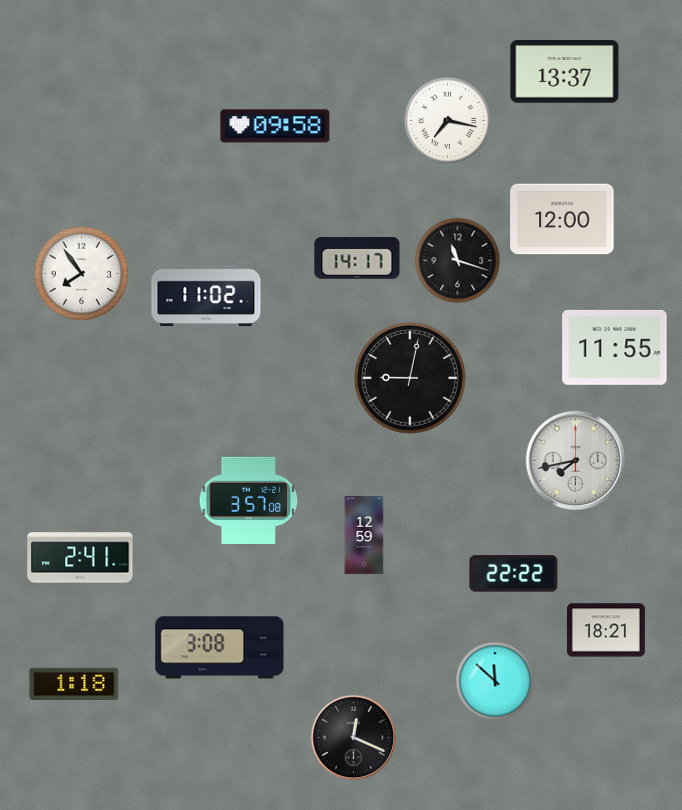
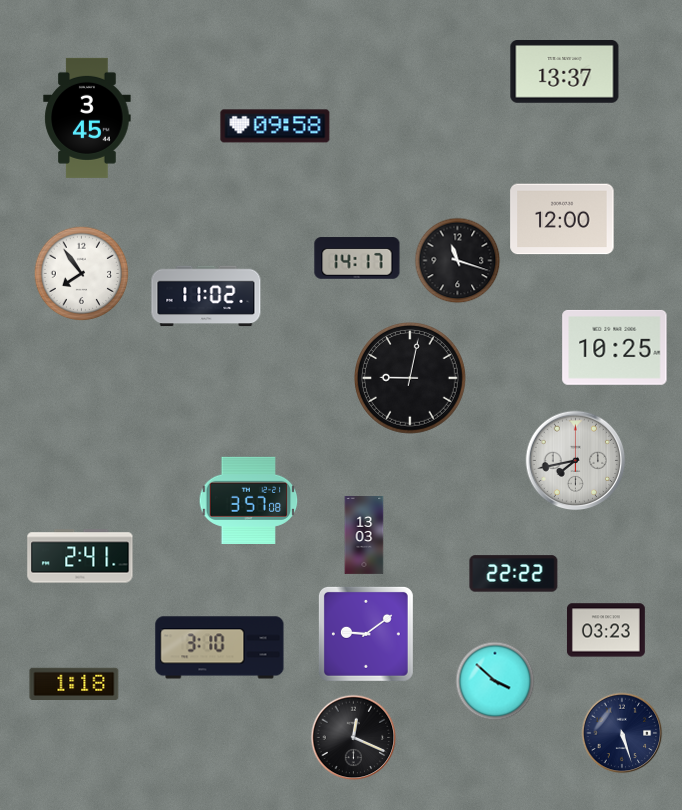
clock at (87, 118): none -> 3:45
clock at (448, 121): 7:17 -> none
clock at (615, 347): 11:55 -> 10:25
clock at (364, 536): 12:59 -> 13:03
clock at (606, 630): 18:21 -> 03:23
clock at (366, 634): none -> 9:09
clock at (220, 648): 3:08 -> 3:10
clock at (495, 681): 11:52 -> 3:52
clock at (622, 733): none -> 5:27
